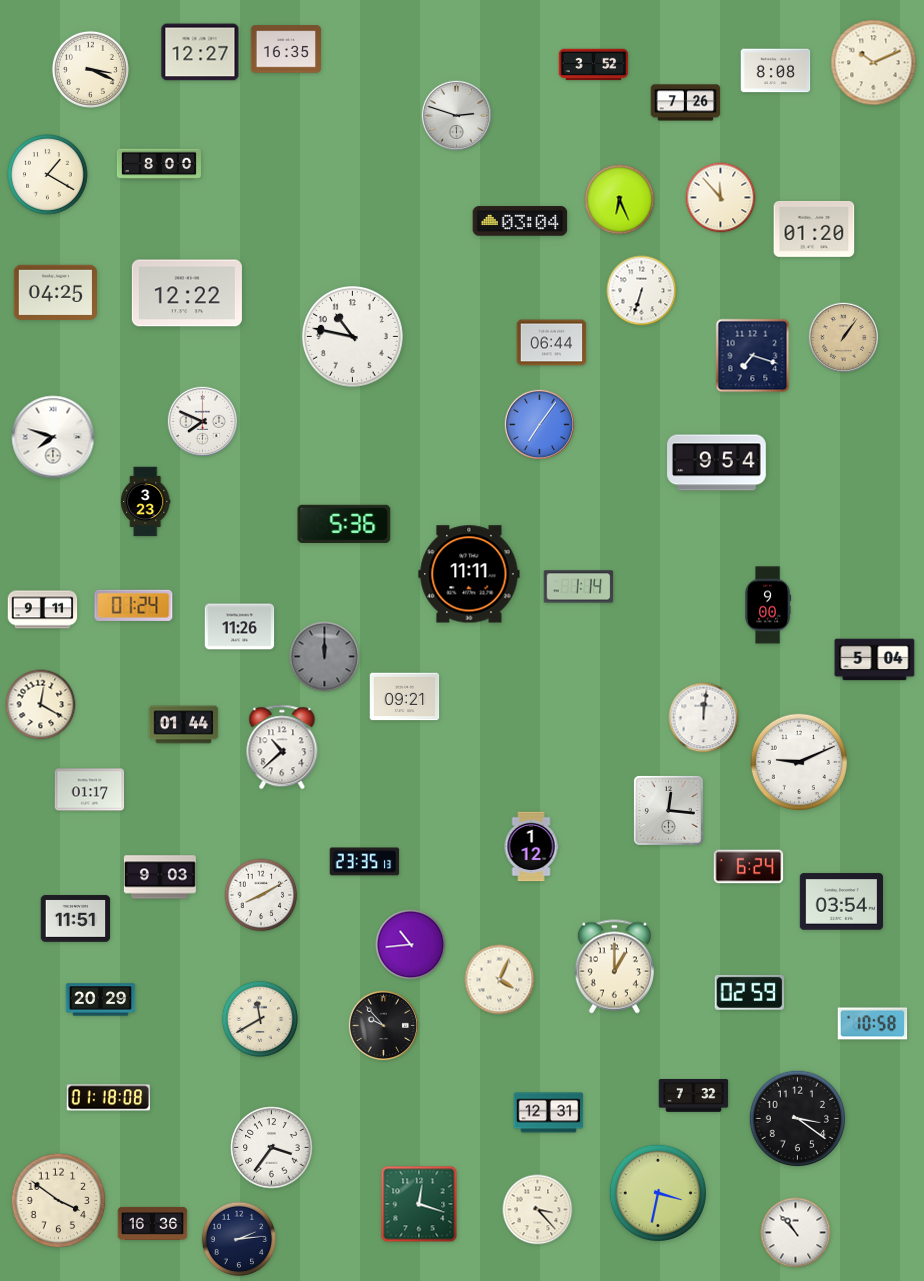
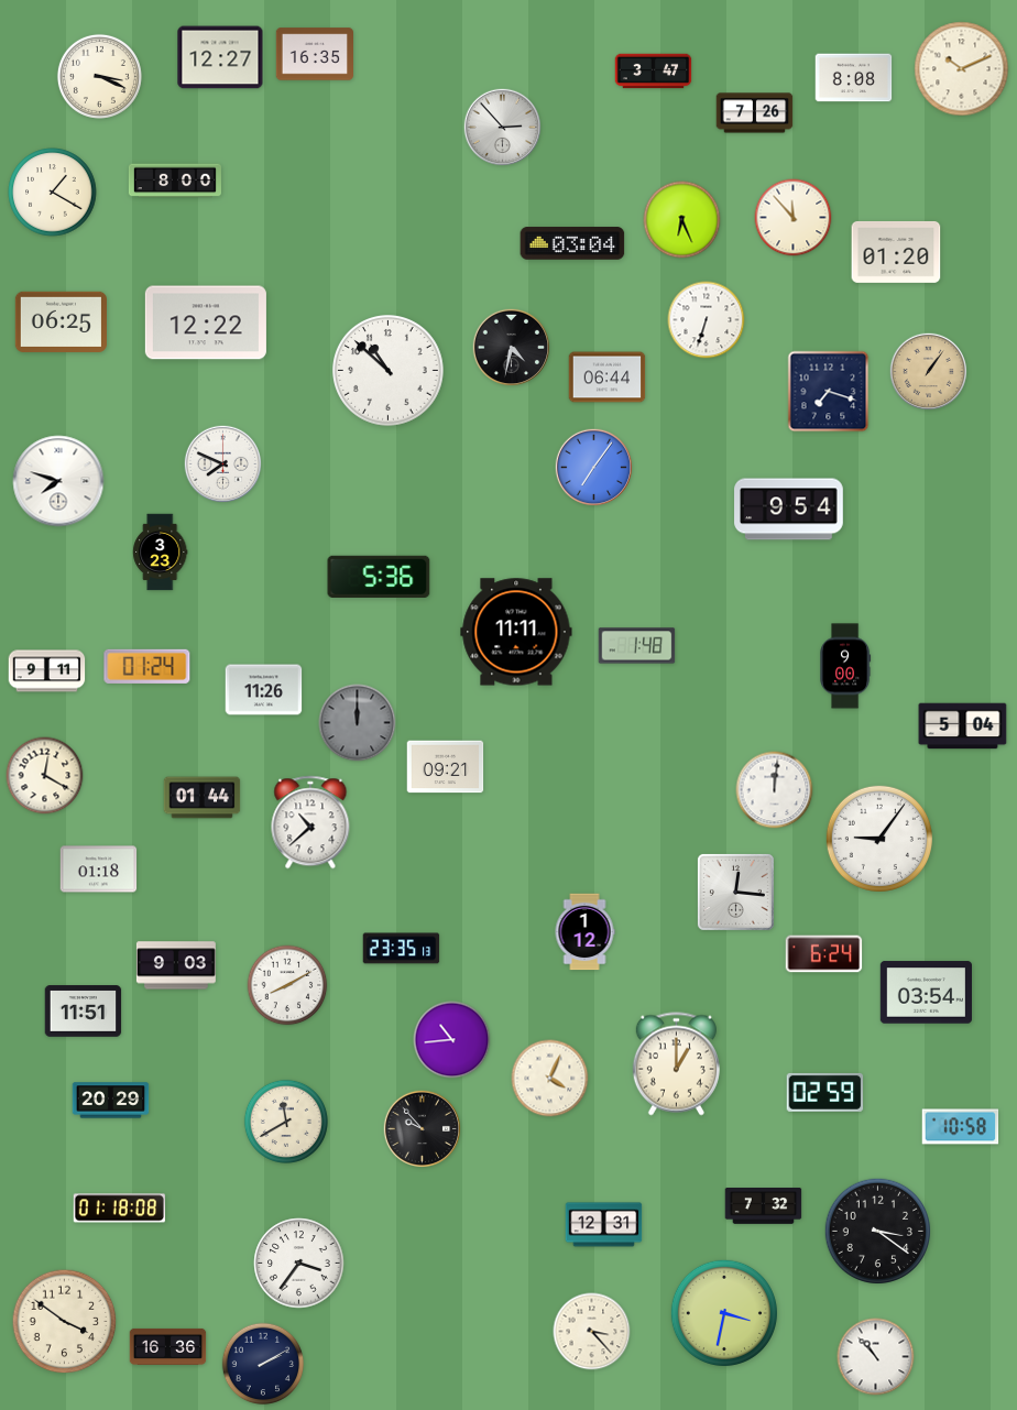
clock at (594, 65): 3:52 -> 3:47
clock at (457, 116): 2:48 -> 2:53
clock at (55, 292): 04:25 -> 06:25
clock at (512, 348): none -> 4:32
clock at (353, 337): 10:47 -> 10:52
clock at (579, 587): 1:14 -> 1:48
clock at (799, 762): 9:11 -> 9:06
clock at (90, 790): 01:17 -> 01:18
clock at (419, 1204): 12:18 -> none
clock at (239, 1239): 2:14 -> 2:10
